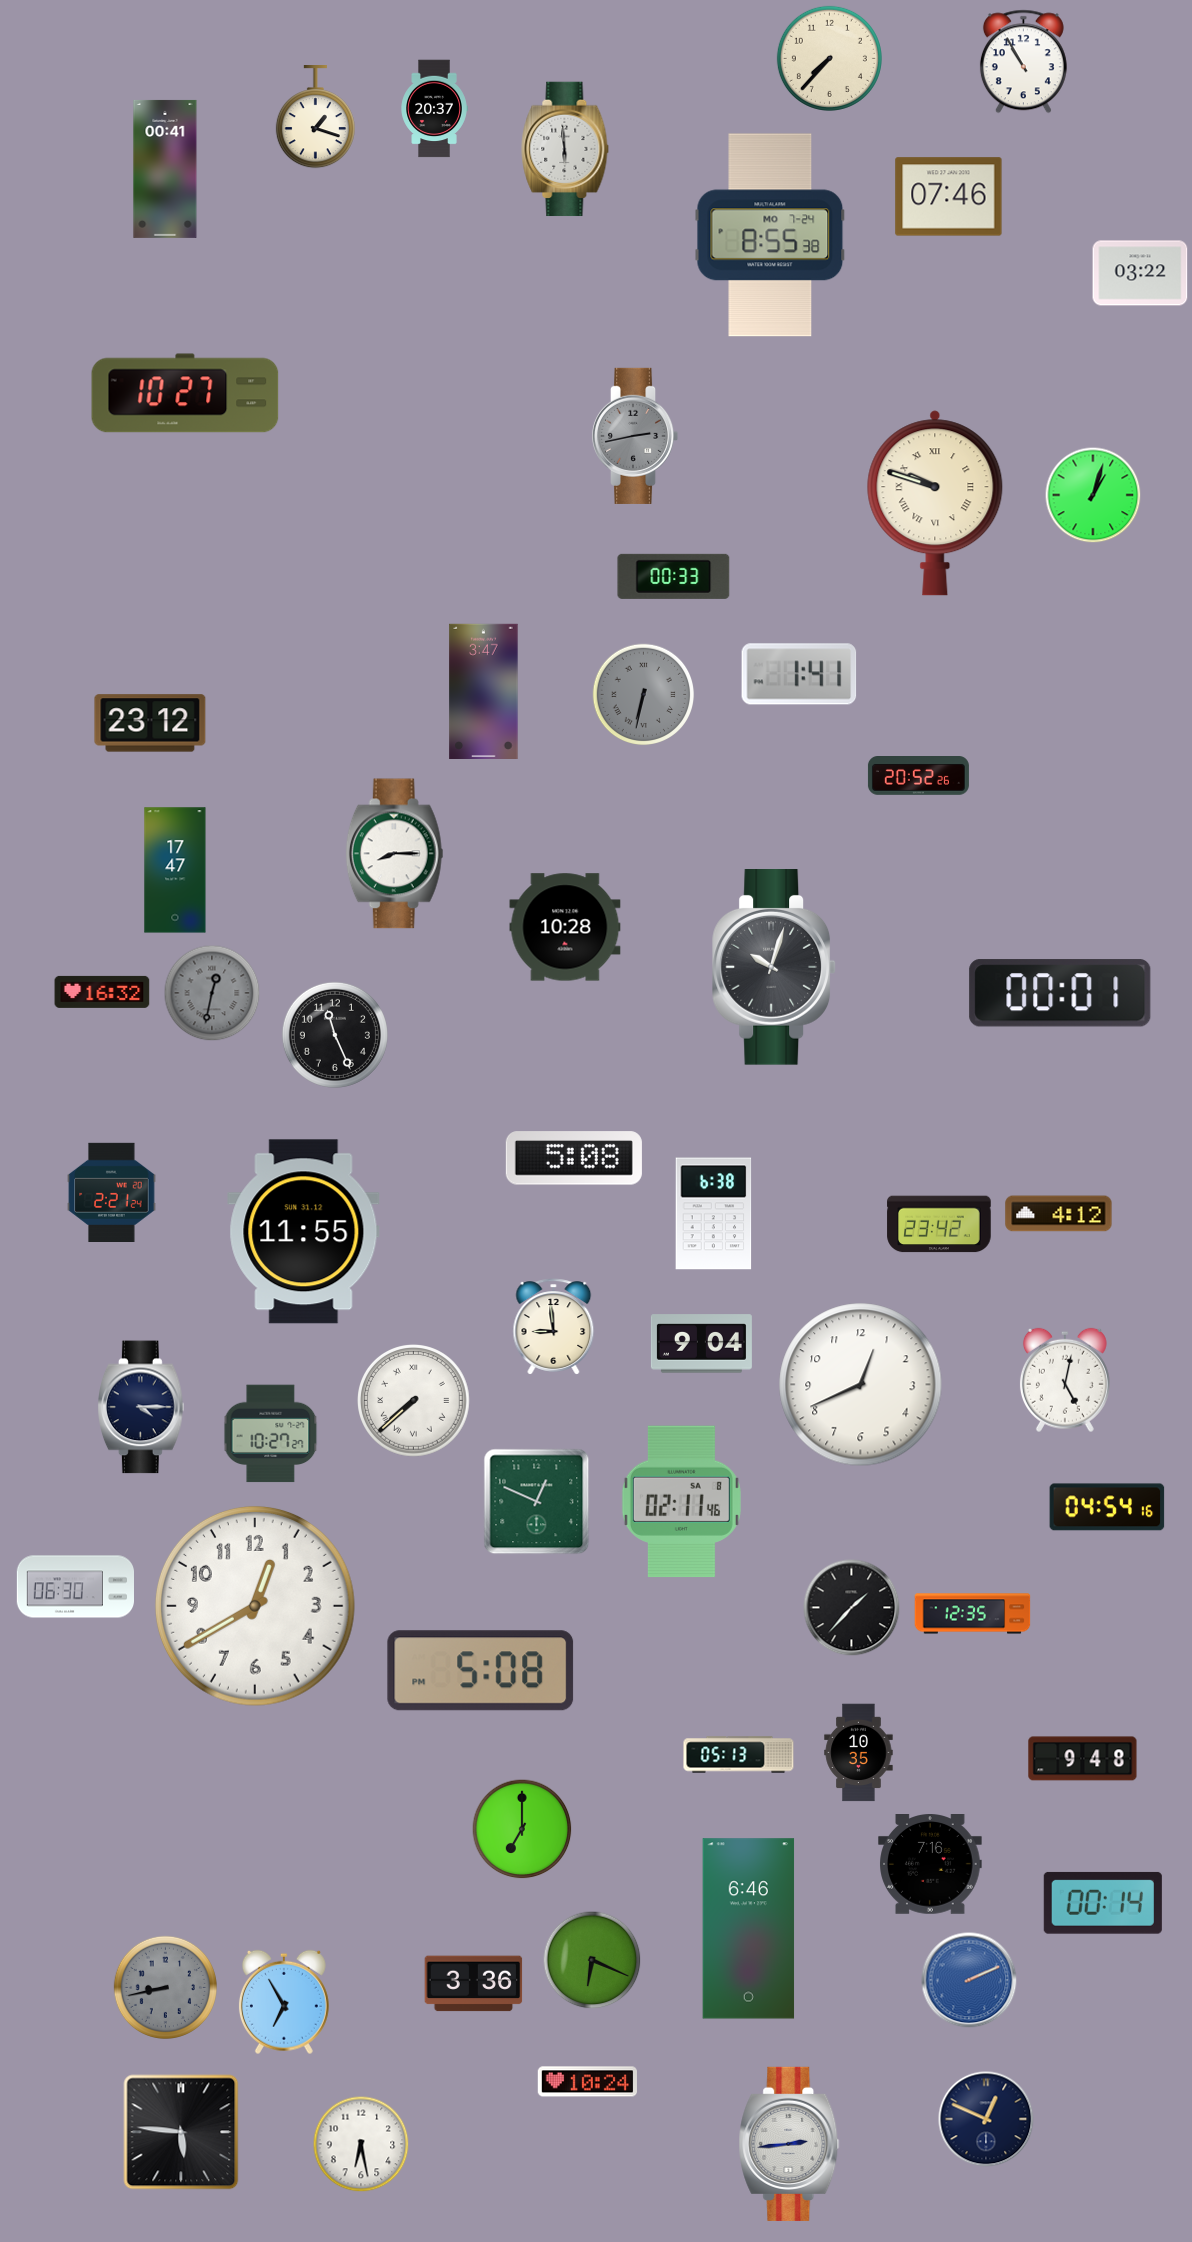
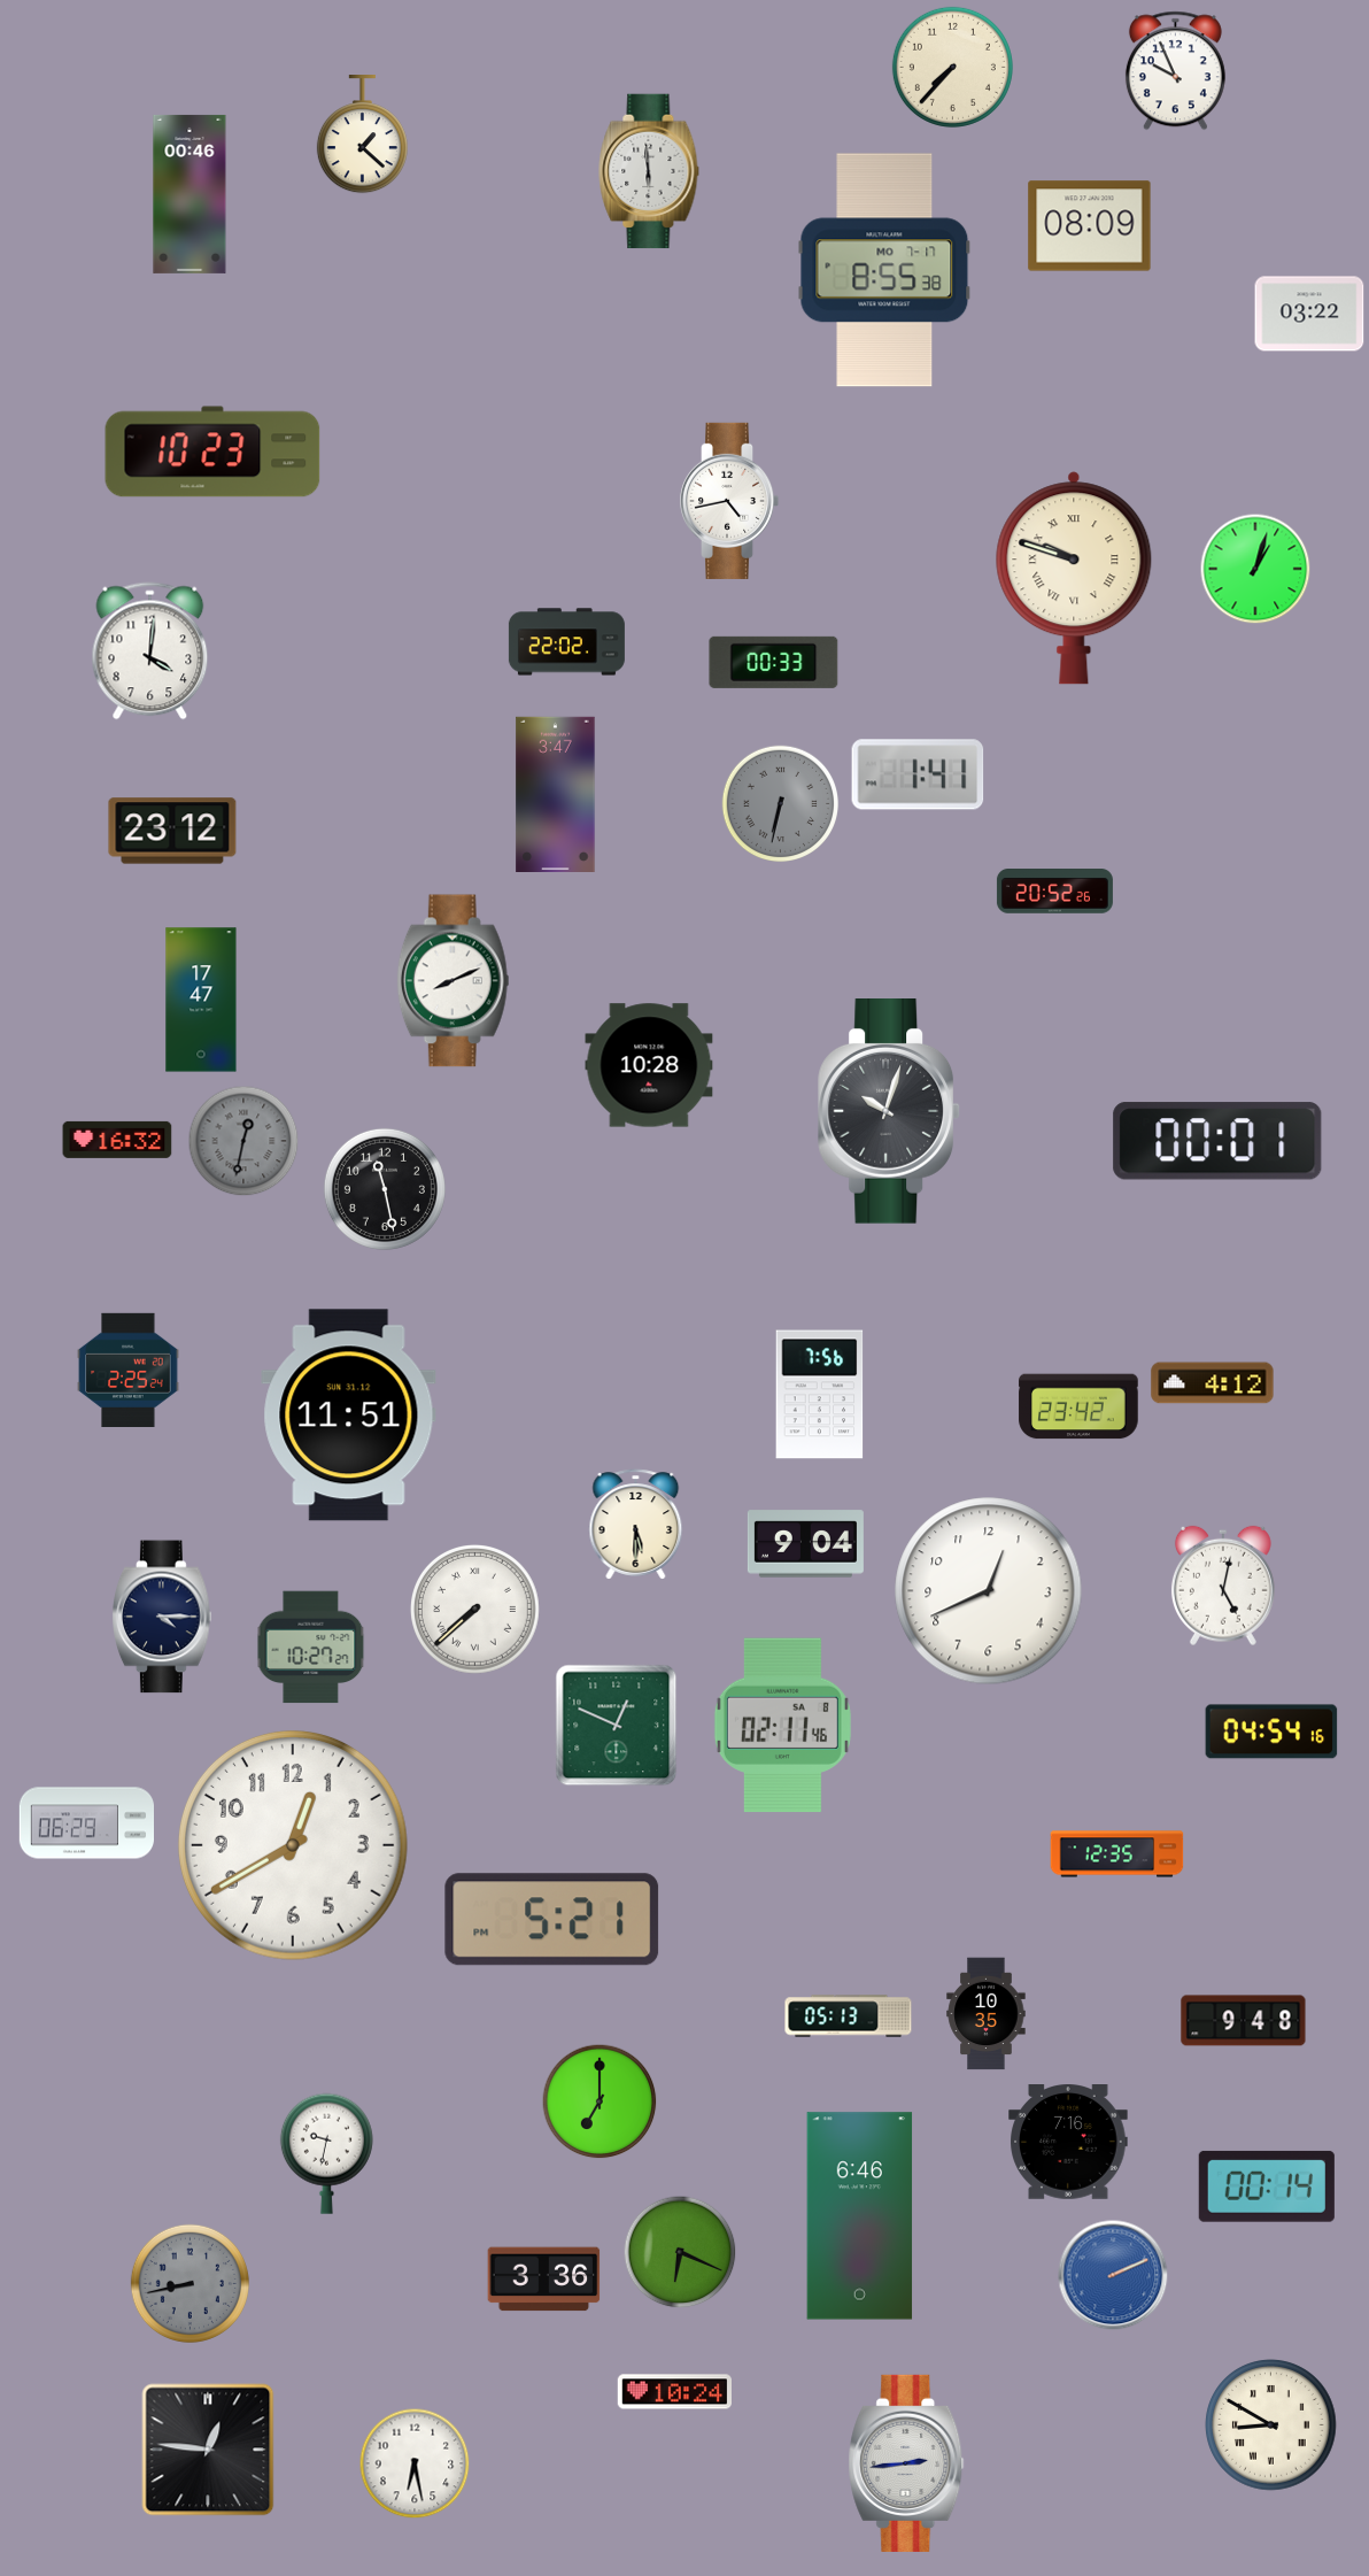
clock at (1023, 62): 10:55 -> 9:56
clock at (434, 109): 20:37 -> none
clock at (315, 118): 1:18 -> 1:22
clock at (165, 169): 00:41 -> 00:46
clock at (949, 197): 07:46 -> 08:09
clock at (770, 235) date: MO 7-24 -> MO 7-17
clock at (185, 393): 10:27 -> 10:23
clock at (635, 436): 2:43 -> 4:43
clock at (635, 436) dial: grey -> white
clock at (566, 642): none -> 22:02
clock at (150, 651): none -> 4:01
clock at (644, 695) position: (644, 695) -> (781, 804)
clock at (394, 854): 8:15 -> 8:11
clock at (335, 1035): 11:26 -> 11:28
clock at (574, 1158): 5:08 -> none
clock at (112, 1192): 2:21 -> 2:25
clock at (714, 1214): 6:38 -> 7:56
clock at (1059, 1214) position: (1059, 1214) -> (1213, 1383)
clock at (304, 1232): 11:55 -> 11:51
clock at (554, 1327): 8:59 -> 5:30
clock at (75, 1587): 06:30 -> 06:29
clock at (852, 1608): 1:37 -> none
clock at (481, 1671): 5:08 -> 5:21
clock at (326, 2153): none -> 9:32
clock at (284, 2002): 6:55 -> none
clock at (1271, 2425): none -> 8:50
clock at (986, 2119): 12:49 -> none
clock at (181, 2132): 5:46 -> 12:46
